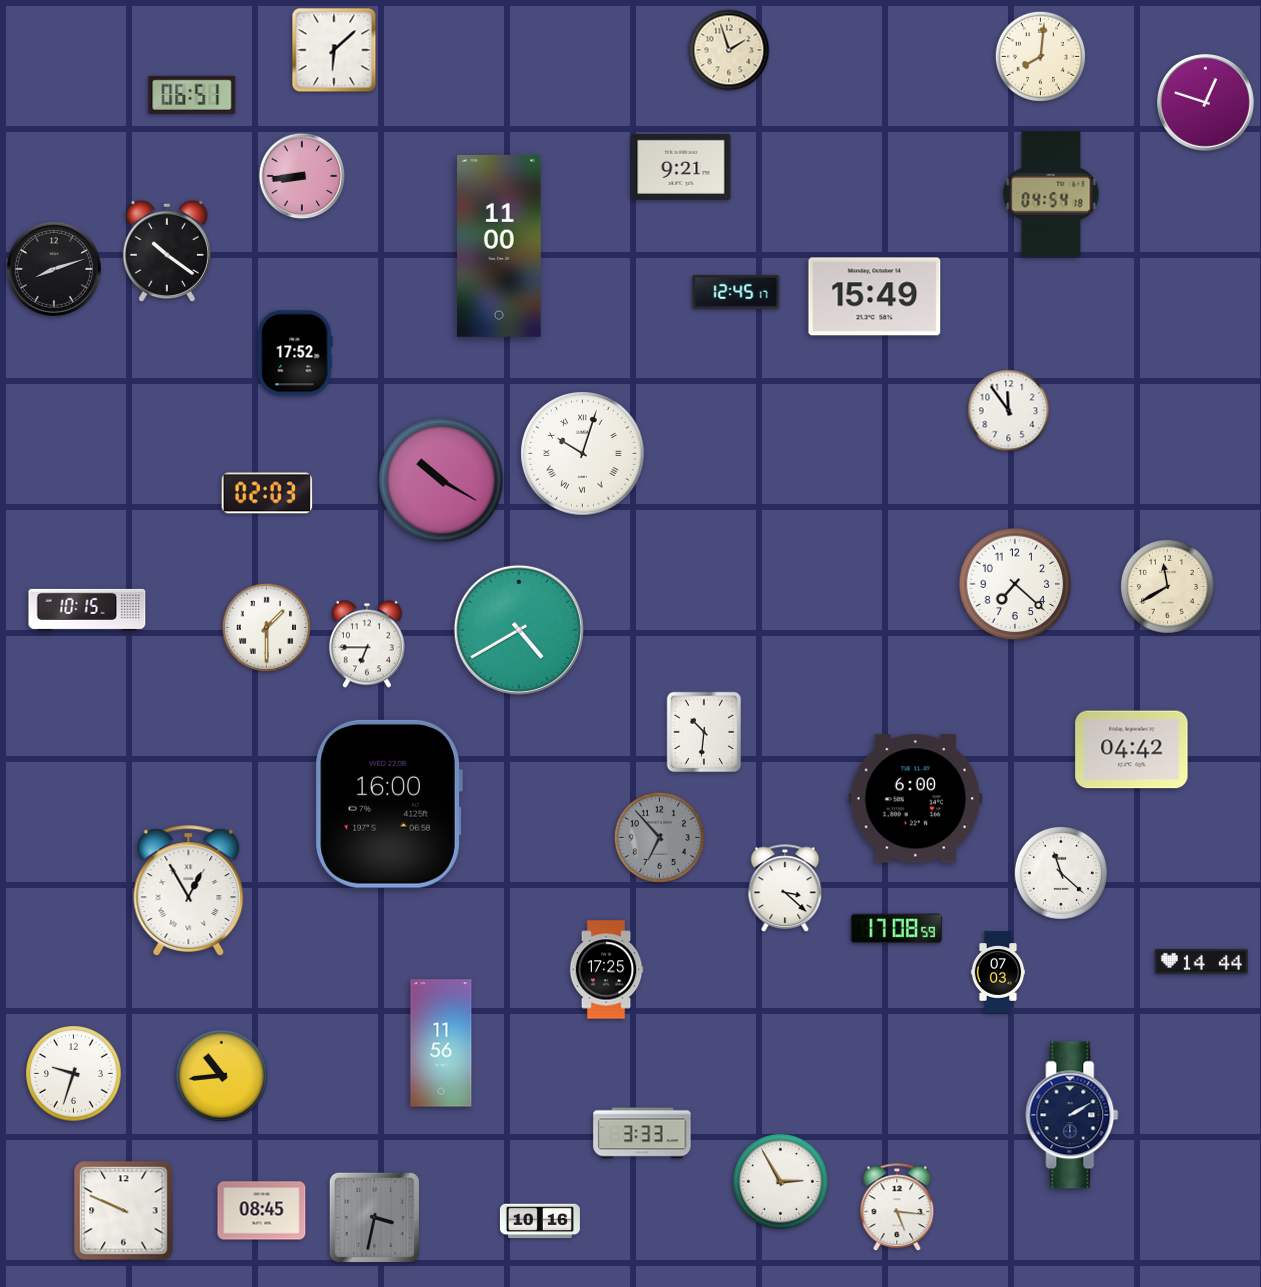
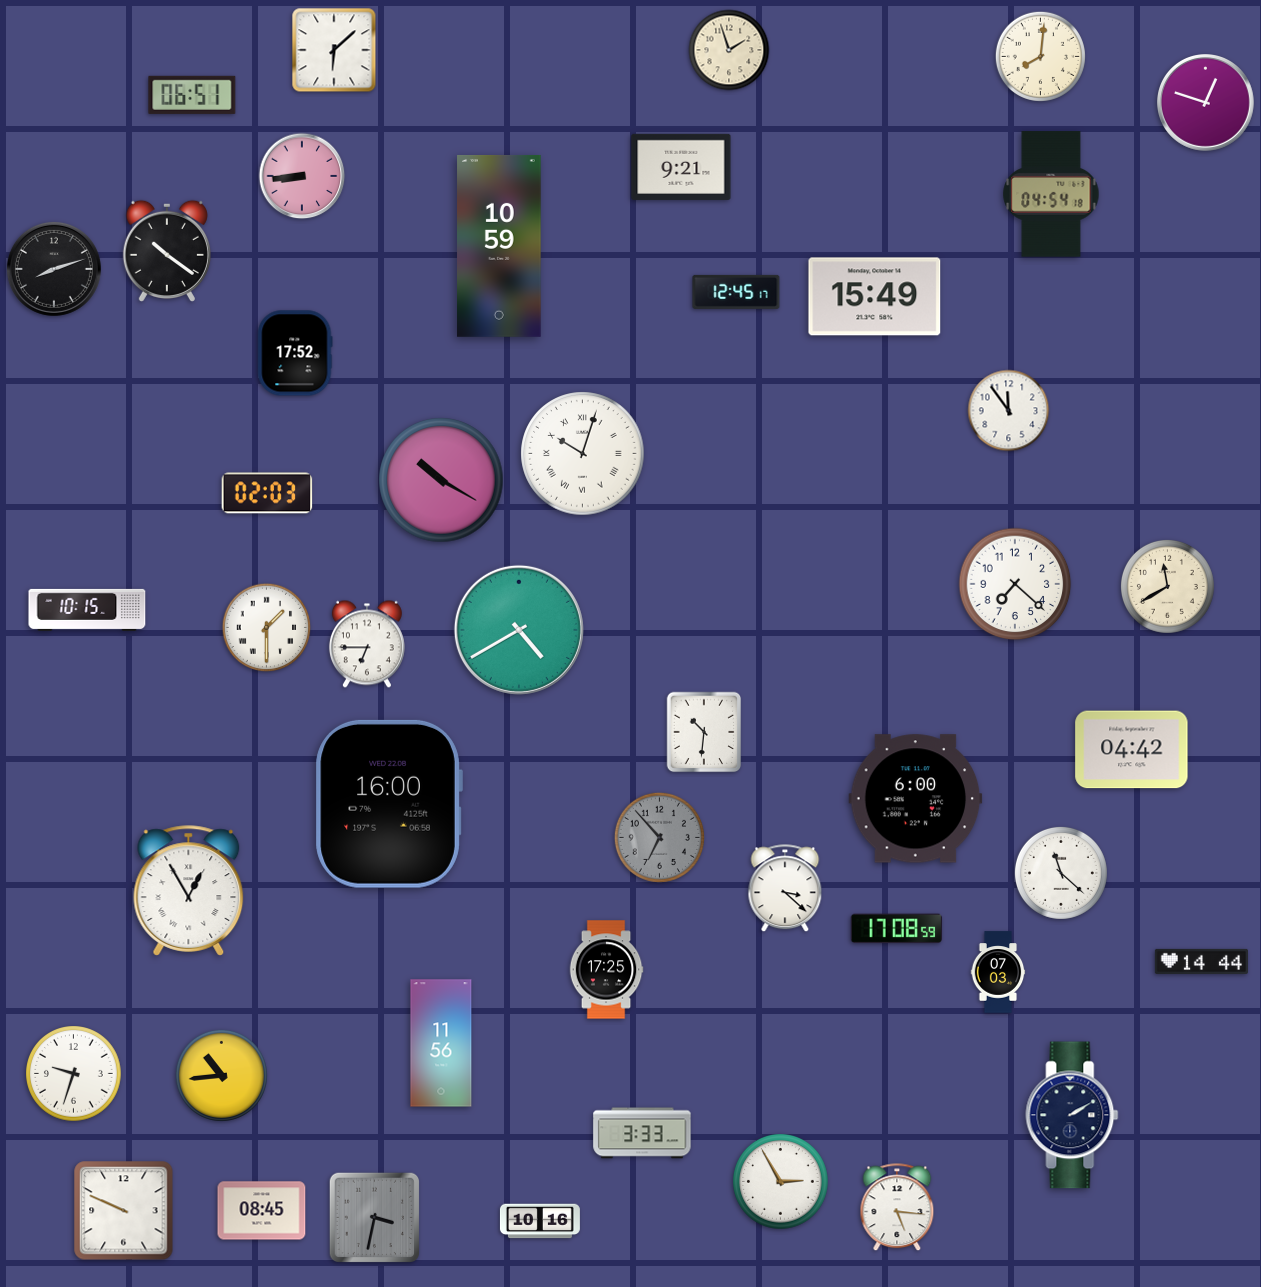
clock at (499, 246): 11:00 -> 10:59
